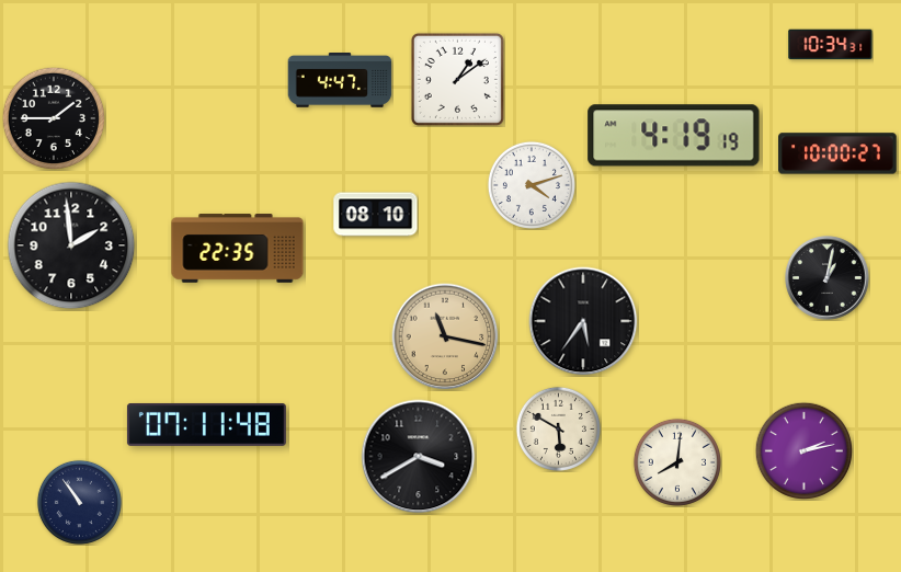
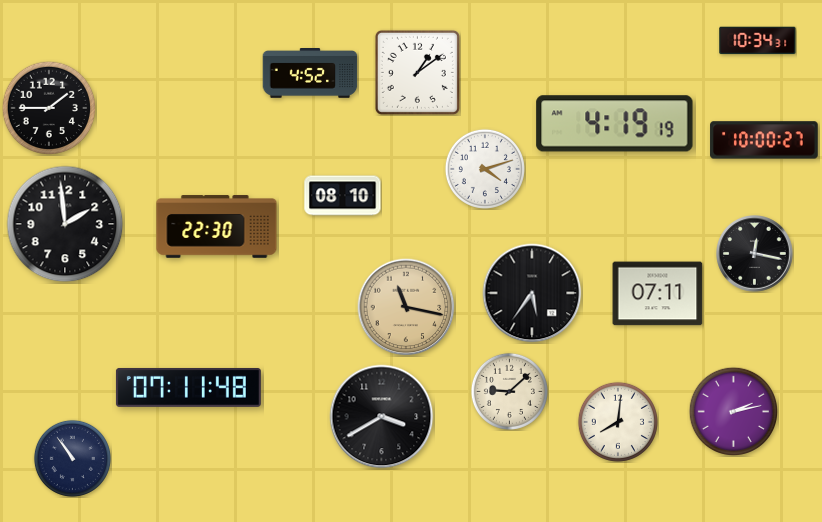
clock at (340, 81): 4:47 -> 4:52
clock at (238, 249): 22:35 -> 22:30
clock at (828, 278): 1:02 -> 12:17
clock at (658, 294): none -> 07:11
clock at (558, 428): 5:50 -> 9:08
